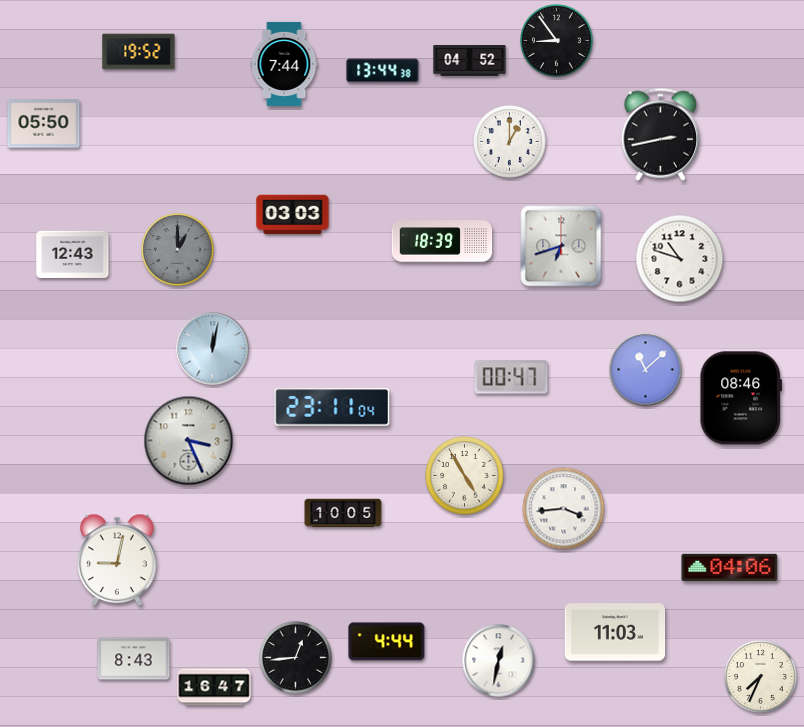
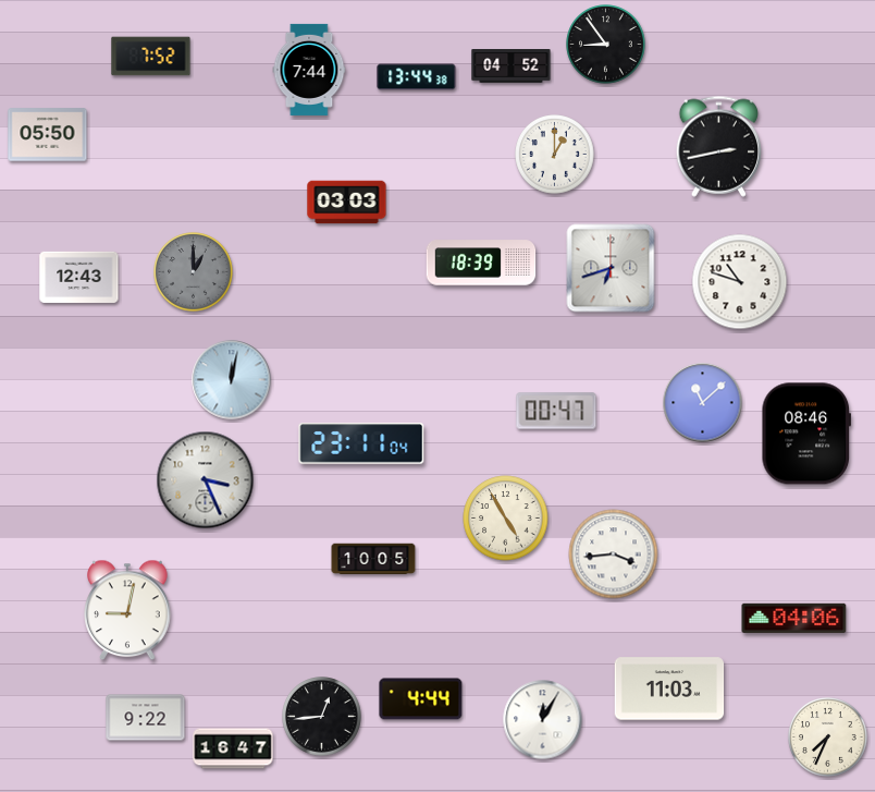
clock at (139, 52): 19:52 -> 7:52
clock at (293, 215) position: (293, 215) -> (347, 203)
clock at (134, 659): 8:43 -> 9:22
clock at (499, 661): 12:32 -> 12:05
